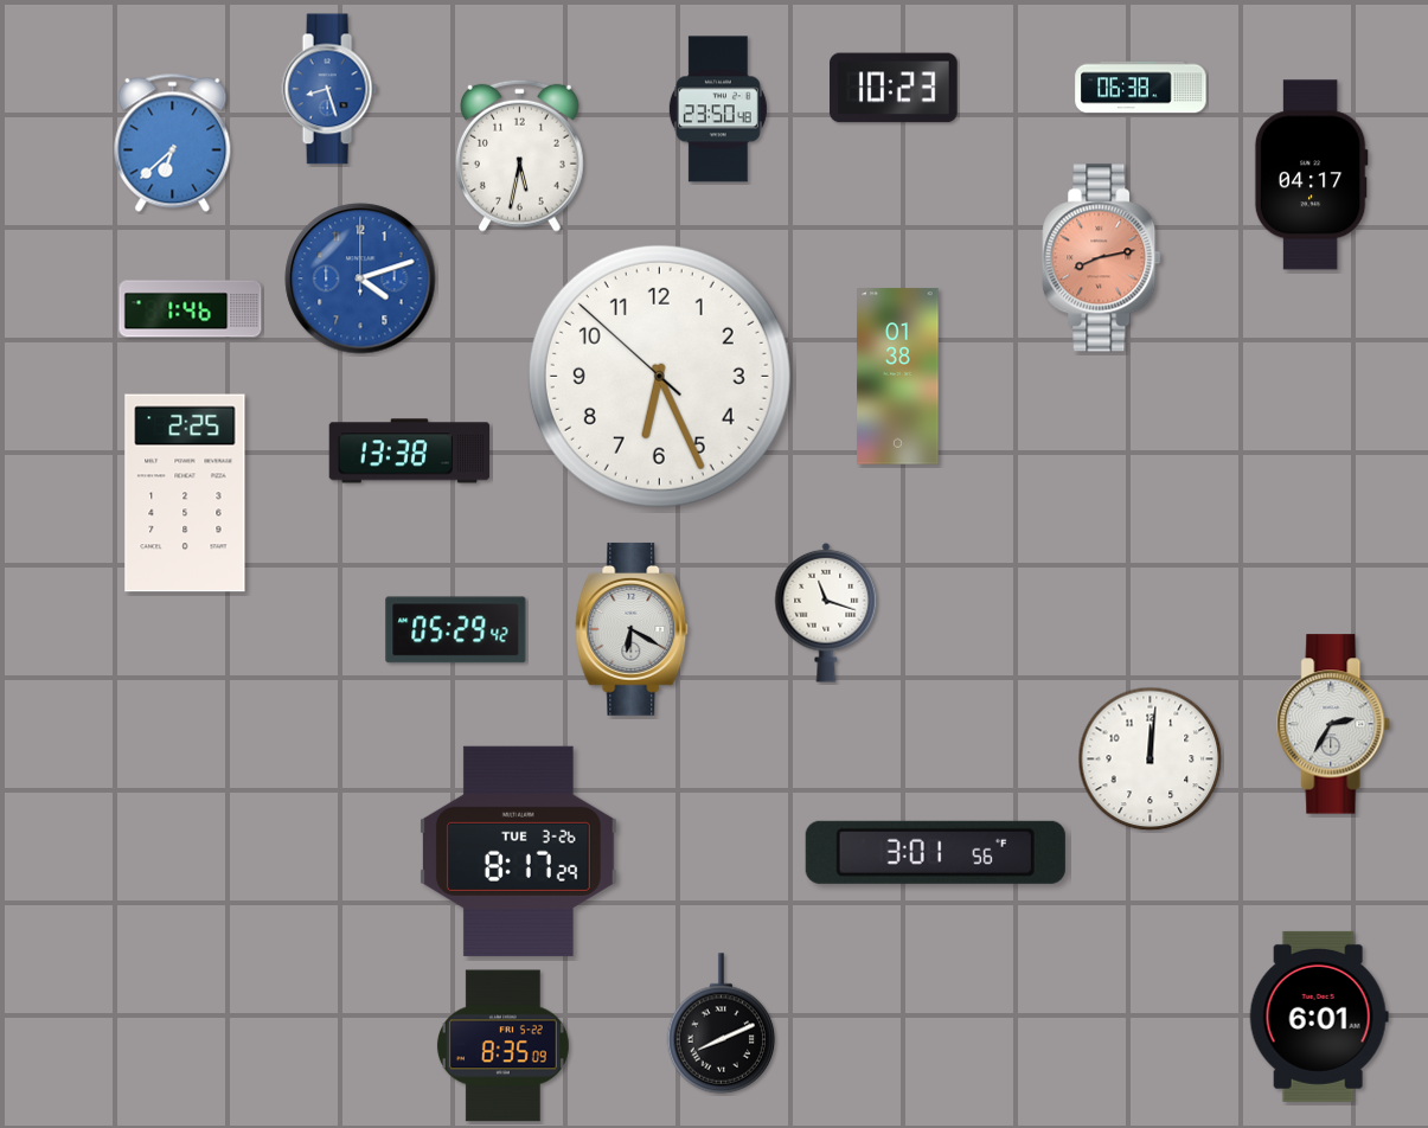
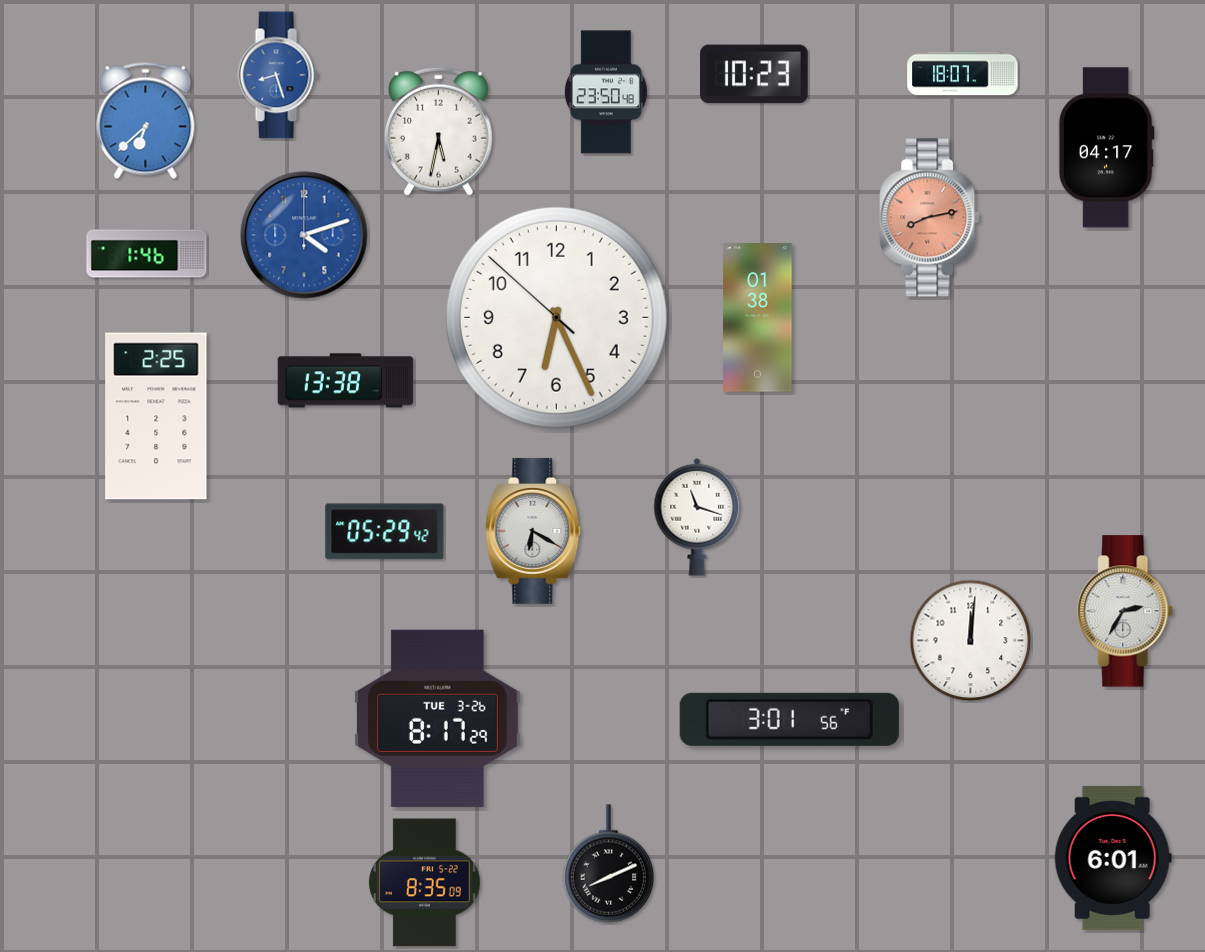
clock at (1141, 88): 06:38 -> 18:07
clock at (191, 309) position: (191, 309) -> (147, 254)
